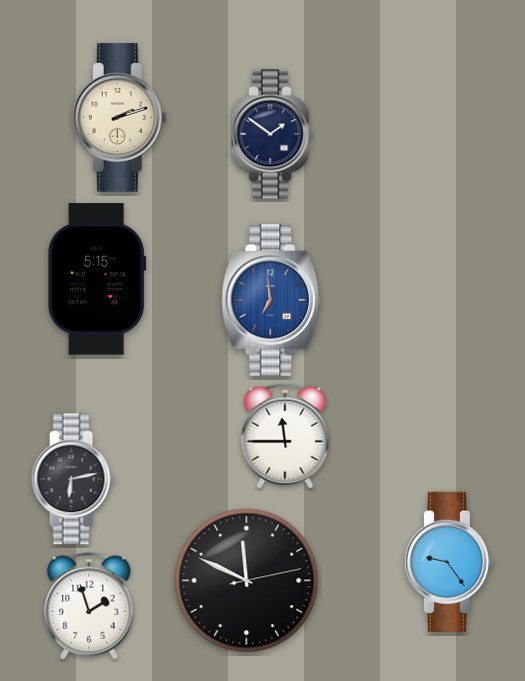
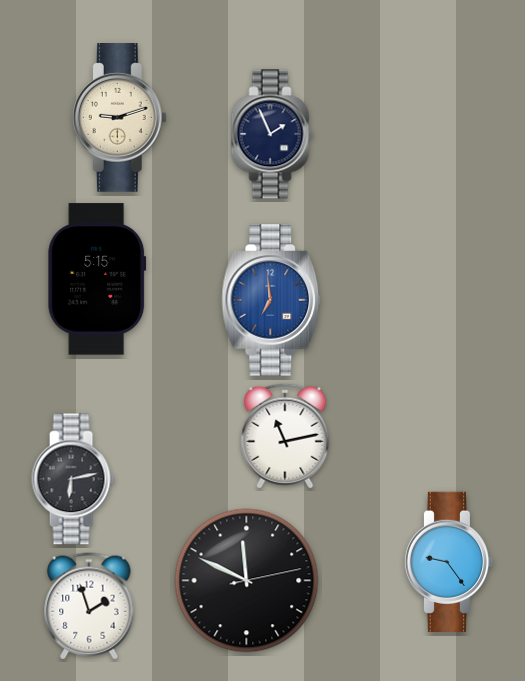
clock at (119, 118): 2:12 -> 9:12
clock at (272, 134): 1:51 -> 1:56
clock at (285, 436): 11:45 -> 11:13
